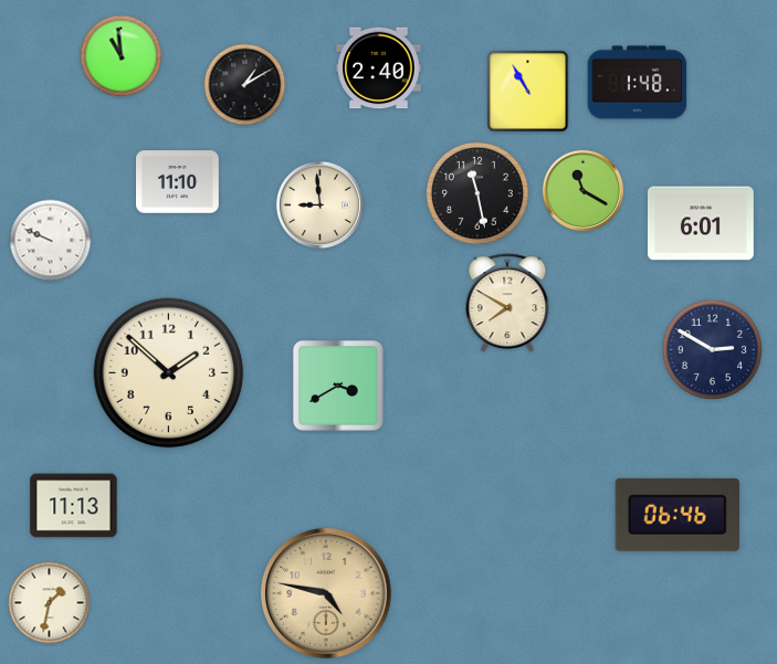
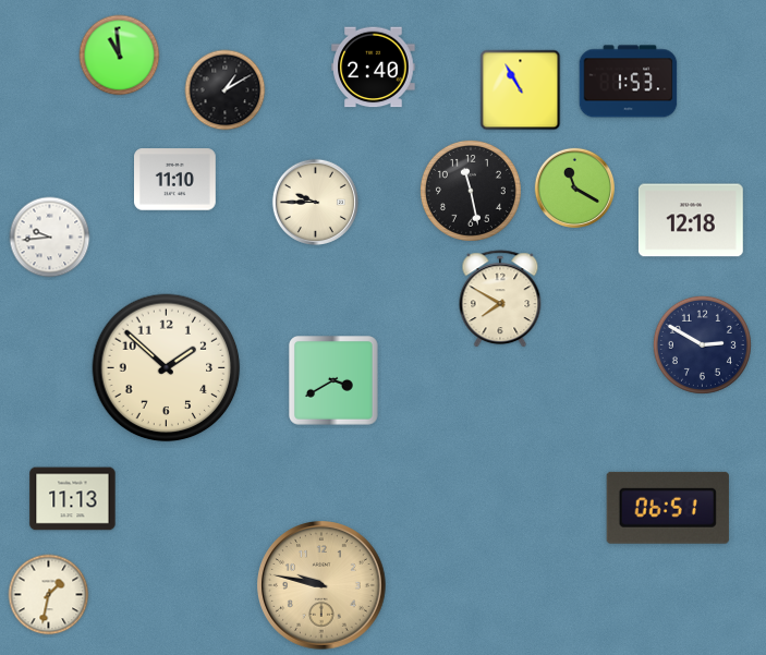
clock at (638, 83): 1:48 -> 1:53
clock at (245, 85) position: (245, 85) -> (226, 90)
clock at (319, 204): 8:59 -> 9:45
clock at (701, 223): 6:01 -> 12:18
clock at (51, 241): 9:49 -> 9:44
clock at (678, 515): 06:46 -> 06:51
clock at (326, 593): 4:47 -> 9:47
